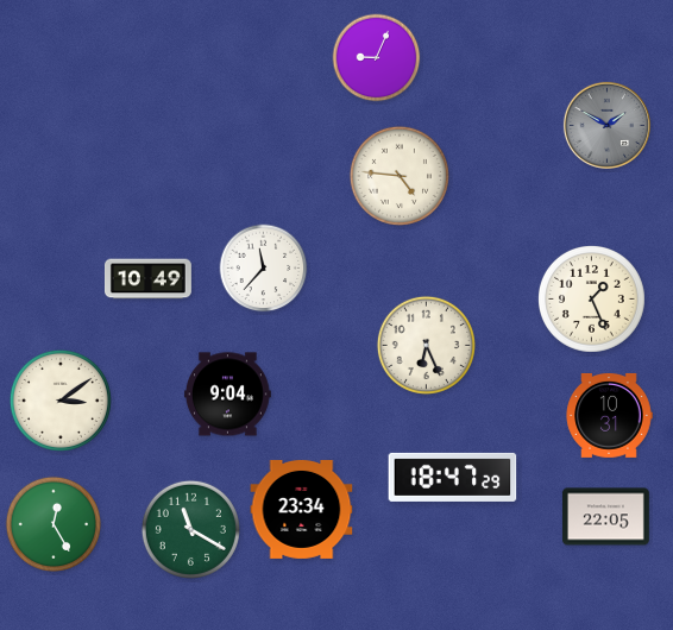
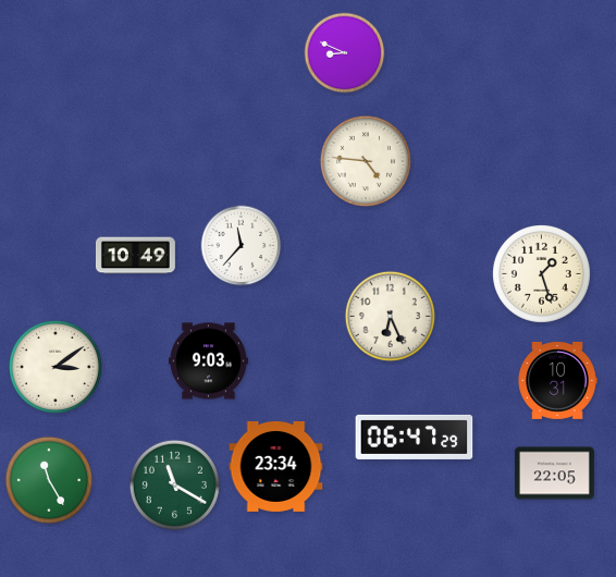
clock at (377, 58): 9:04 -> 8:49
clock at (606, 125): 1:50 -> none
clock at (592, 300): 1:26 -> 1:27
clock at (227, 395): 9:04 -> 9:03
clock at (453, 477): 18:47 -> 06:47
clock at (52, 523): 12:25 -> 11:25
